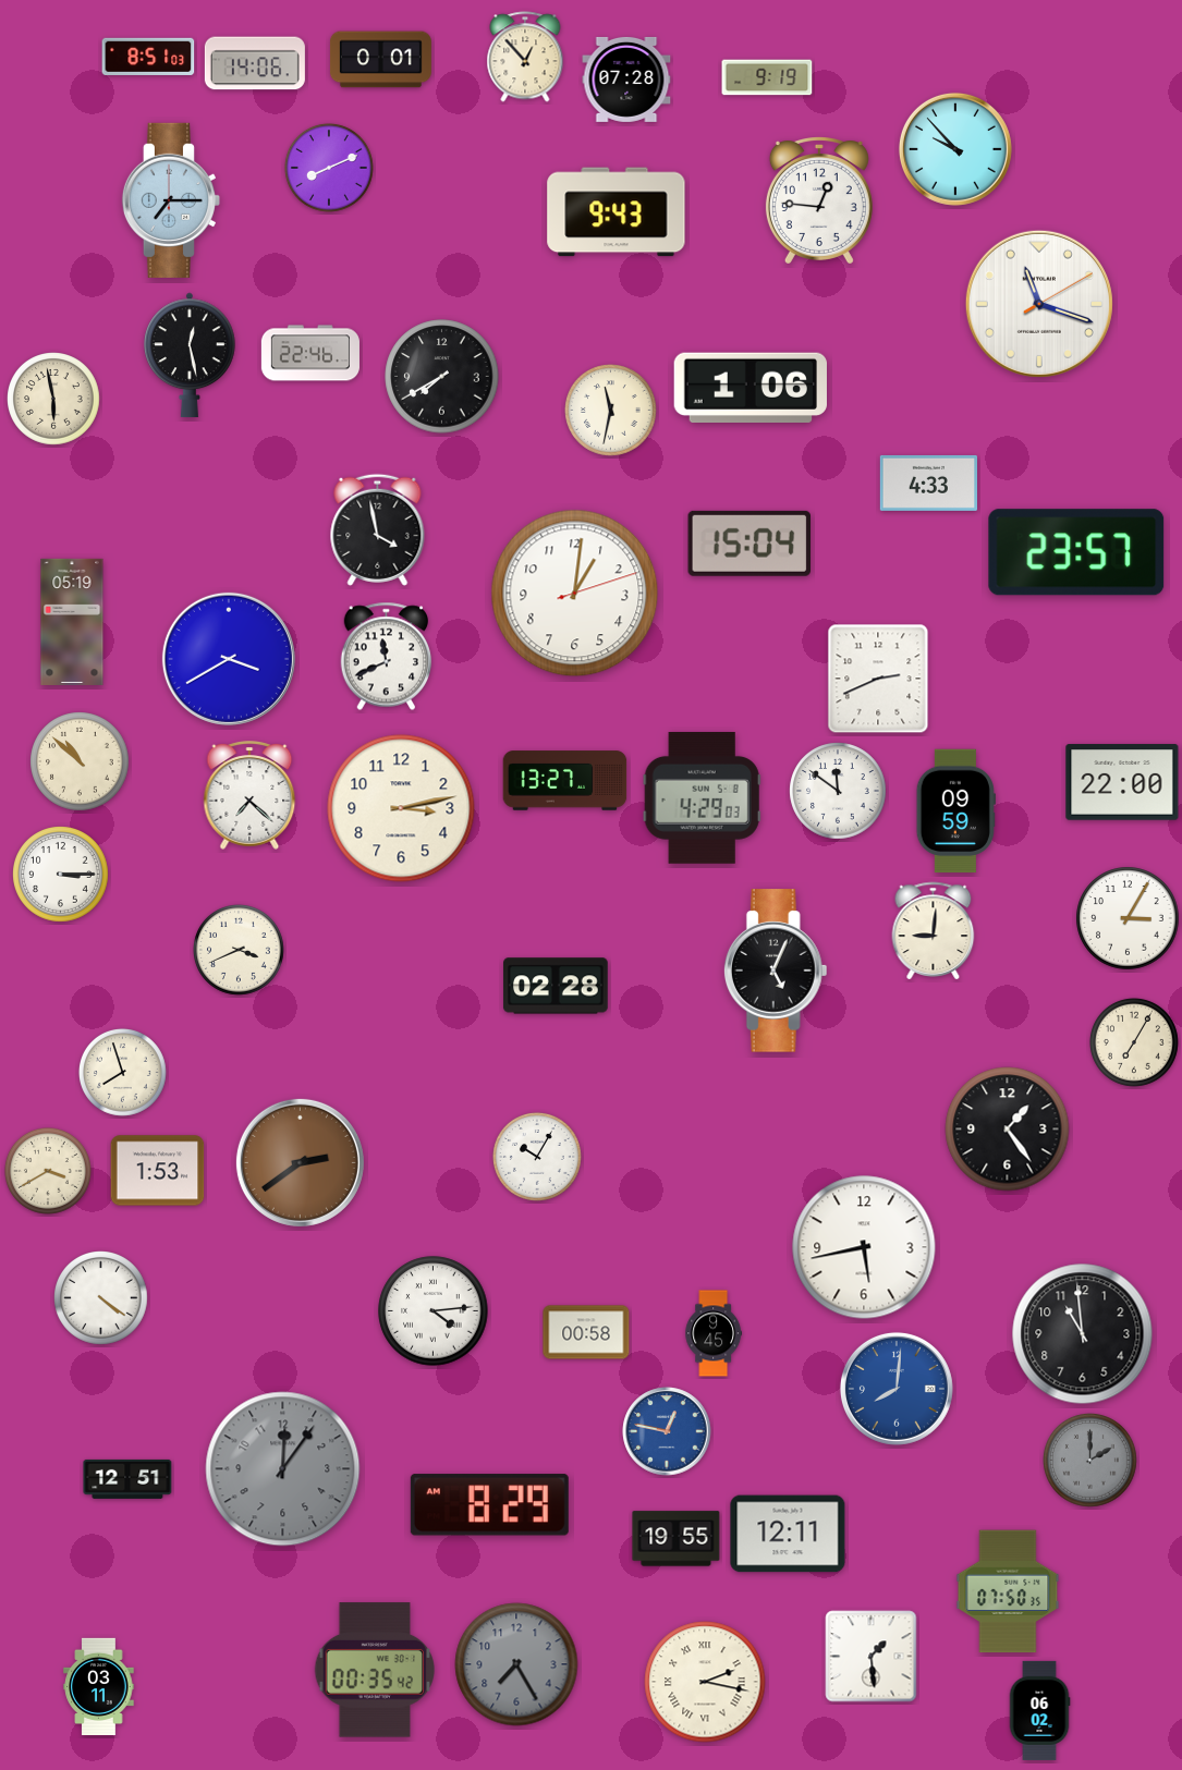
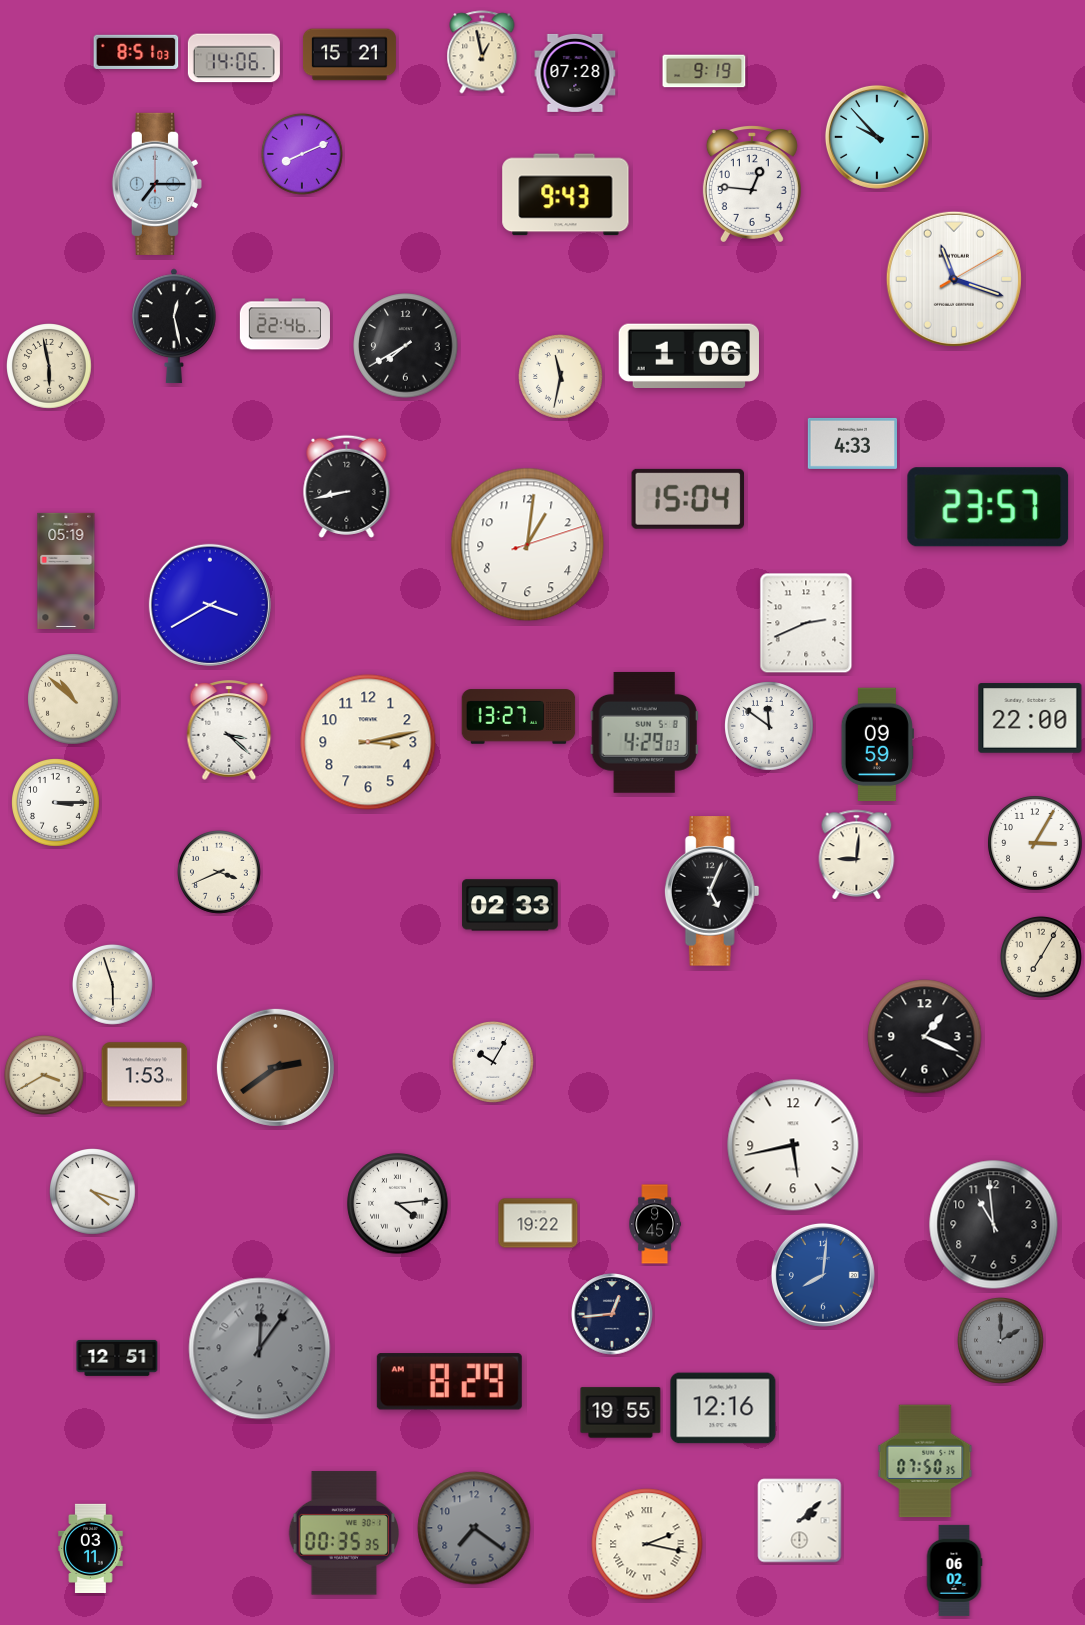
clock at (525, 57): 12:53 -> 12:58
clock at (380, 60): 0:01 -> 15:21
clock at (378, 529): 3:58 -> 8:43
clock at (387, 657): 11:41 -> none
clock at (249, 795): 7:22 -> 3:22
clock at (556, 986): 02:28 -> 02:33
clock at (122, 1072): 7:57 -> 5:57
clock at (1008, 1130): 1:24 -> 1:19
clock at (101, 1298): 4:21 -> 4:18
clock at (586, 1332): 00:58 -> 19:22
clock at (667, 1431): 12:47 -> 12:44
clock at (667, 1431) dial: blue -> navy
clock at (788, 1534): 12:11 -> 12:16
clock at (872, 1657): 1:29 -> 2:08
clock at (516, 1664): 7:25 -> 7:21
clock at (375, 1670): 00:35:42 -> 00:35:35
